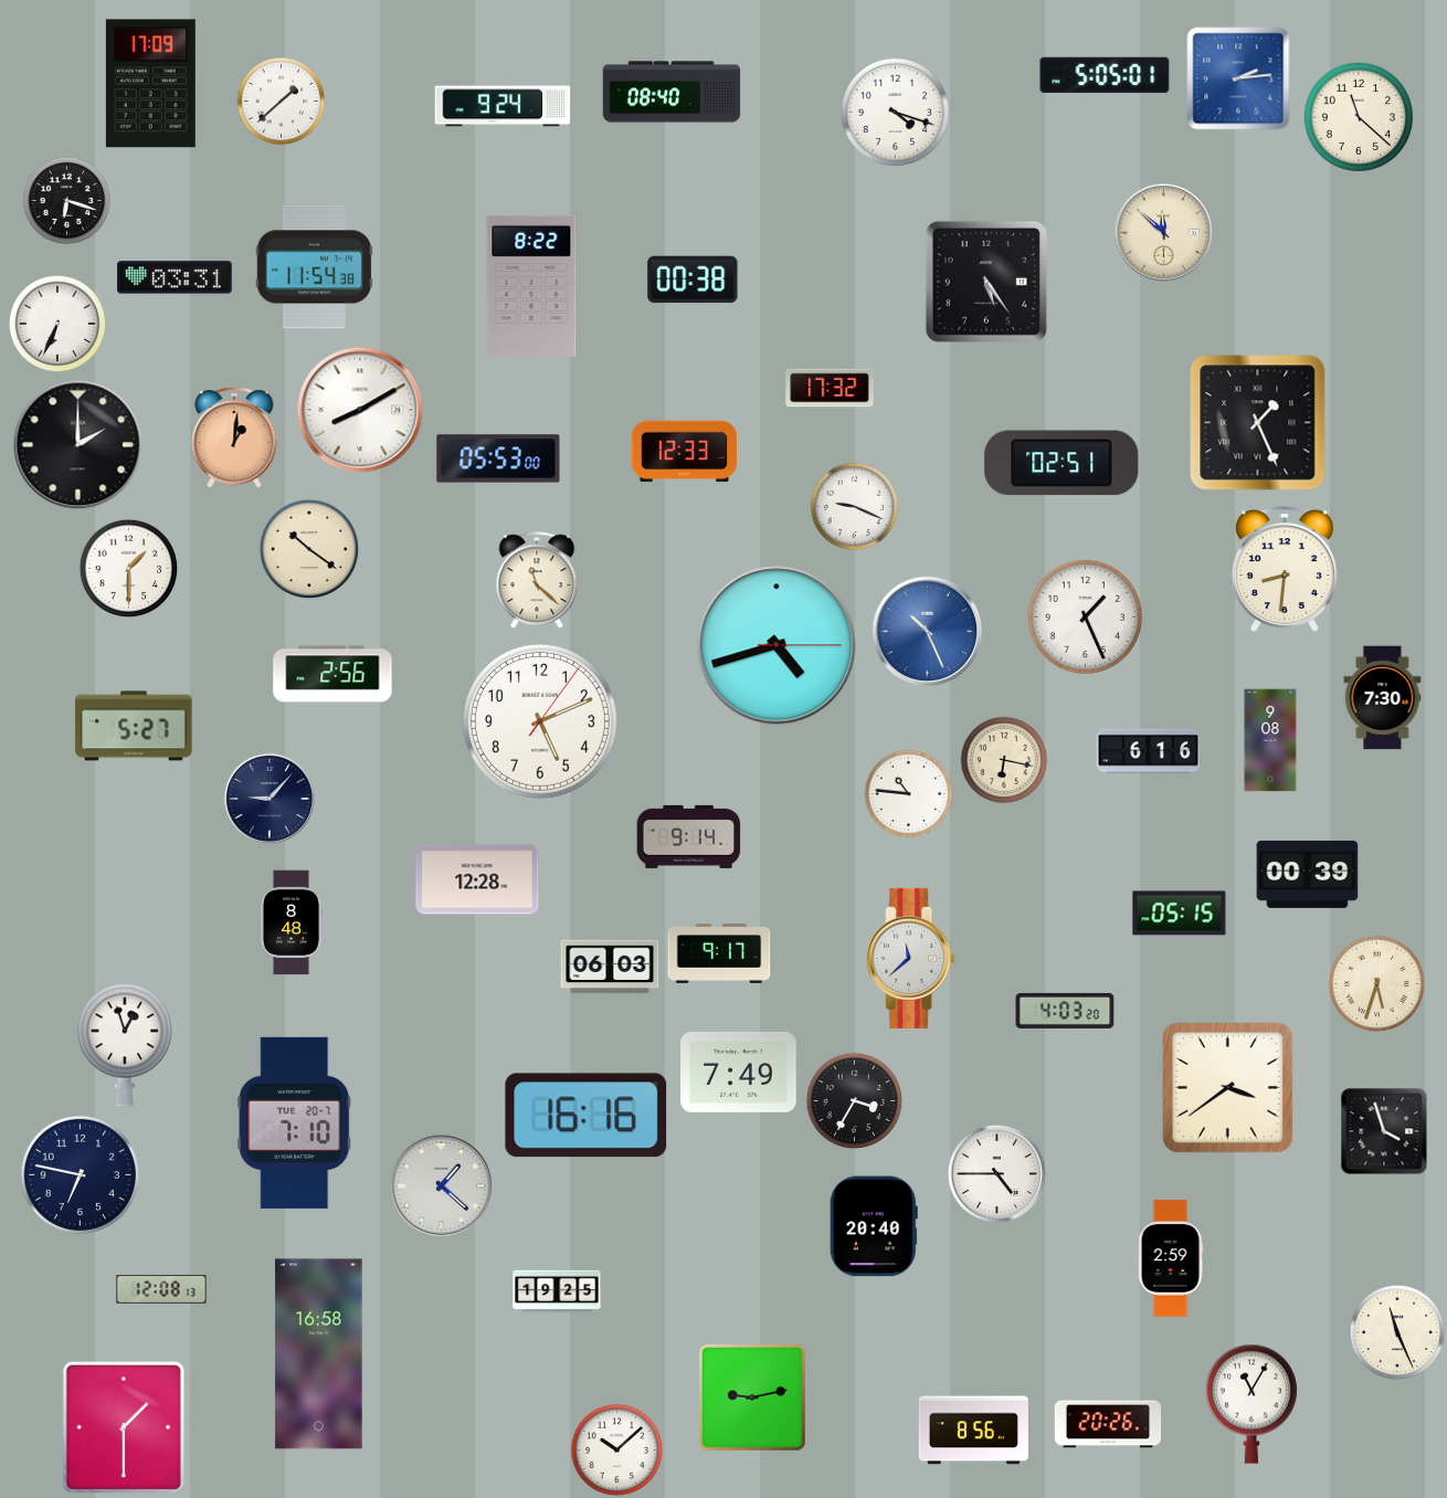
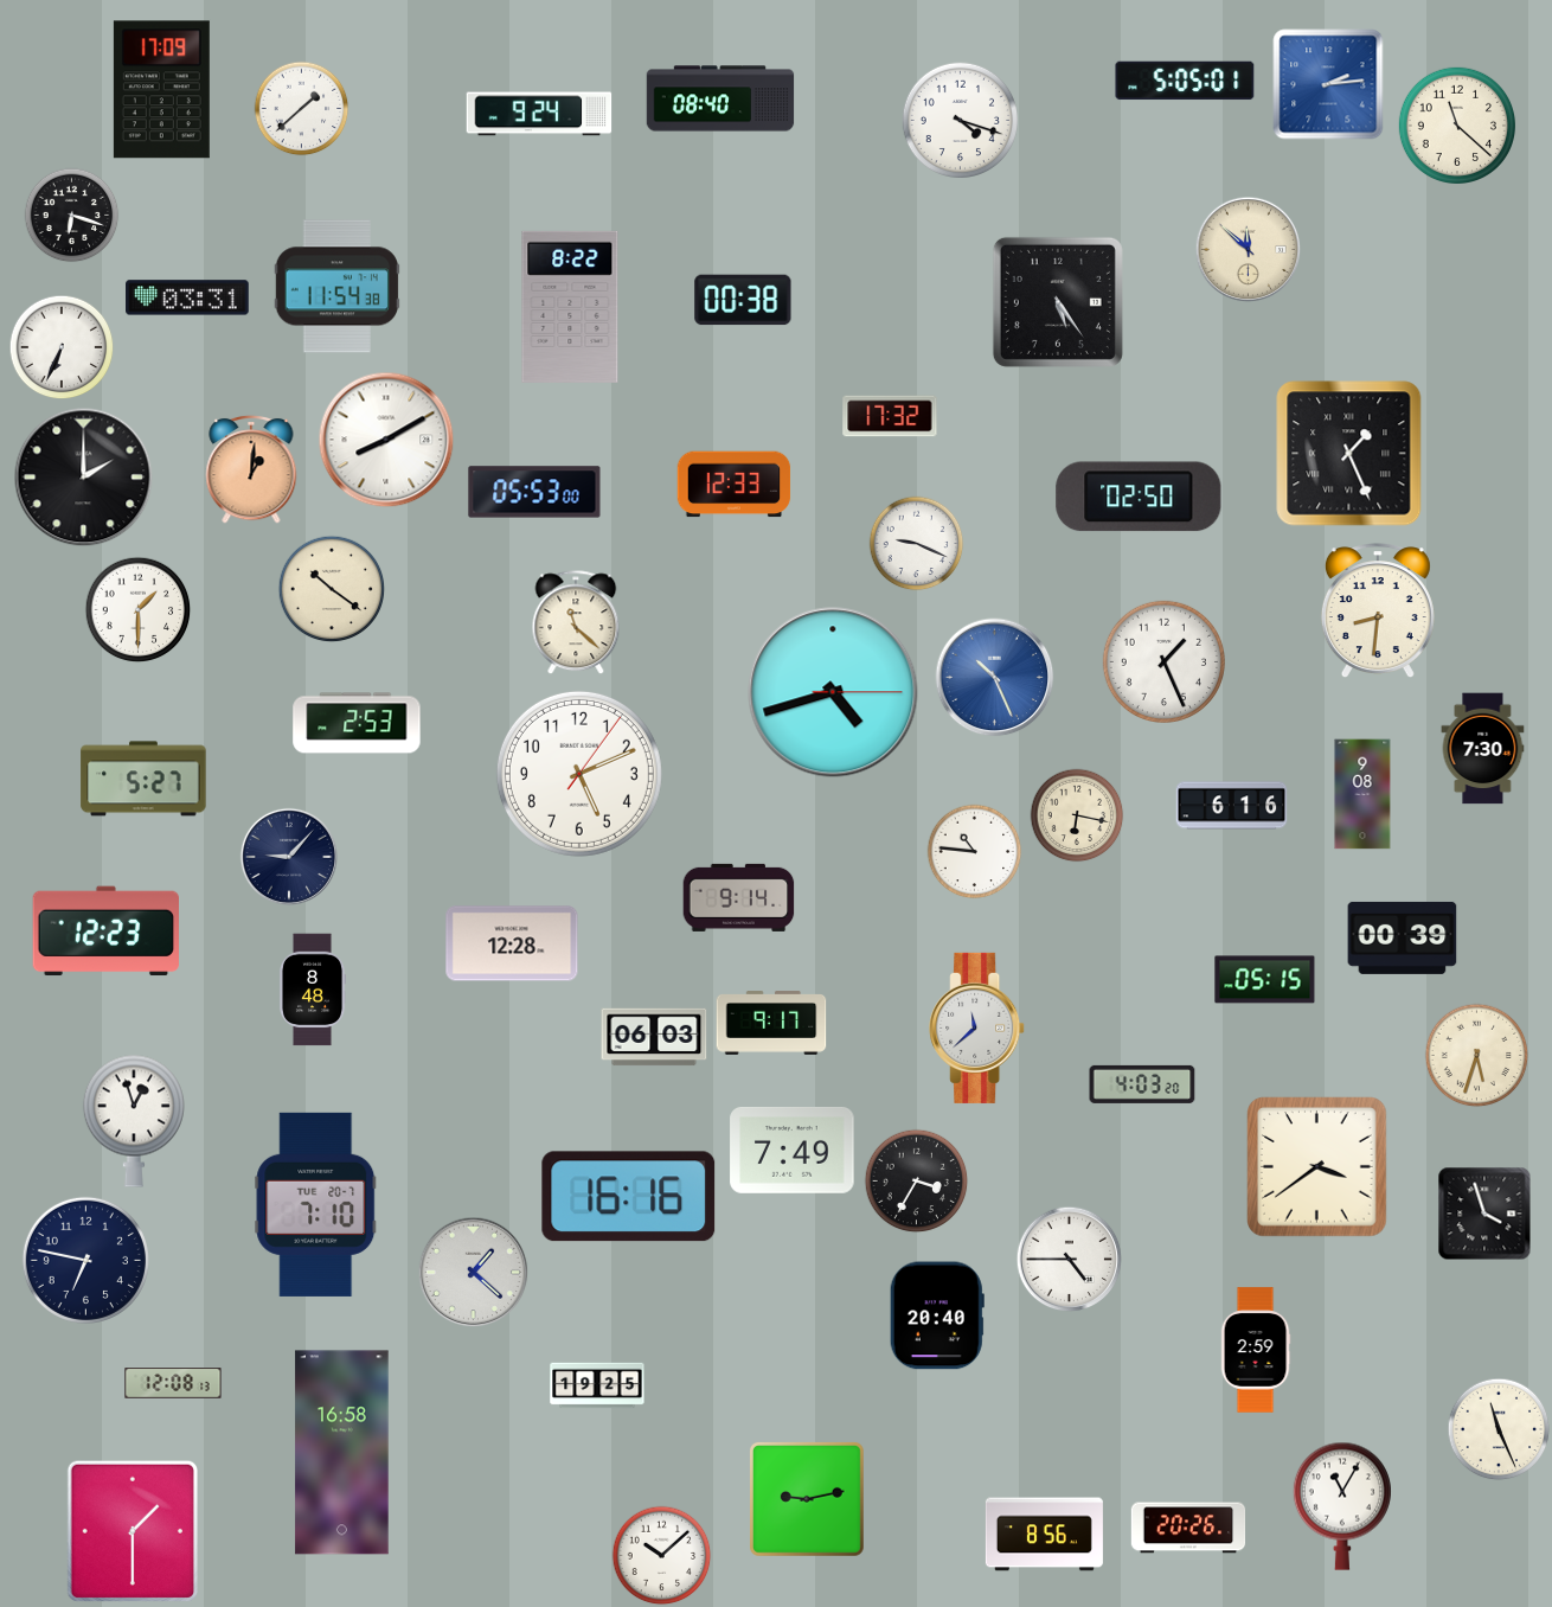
clock at (1062, 463): 02:51 -> 02:50
clock at (332, 674): 2:56 -> 2:53
clock at (107, 931): none -> 12:23
